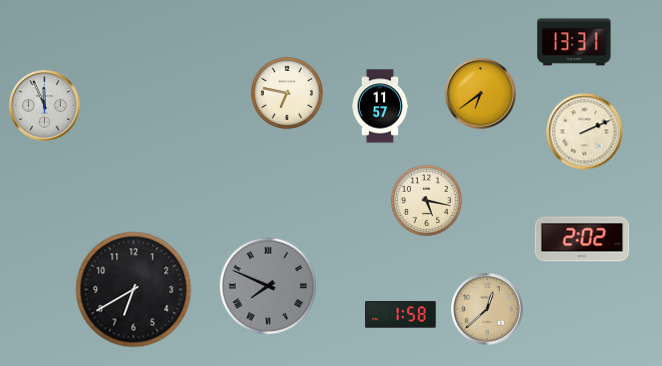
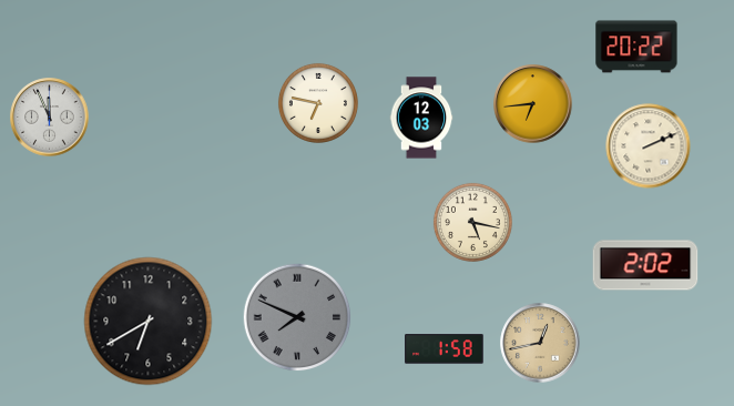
clock at (574, 42): 13:31 -> 20:22
clock at (481, 94): 6:39 -> 6:44
clock at (380, 106): 11:57 -> 12:03
clock at (487, 309): 12:38 -> 12:43
